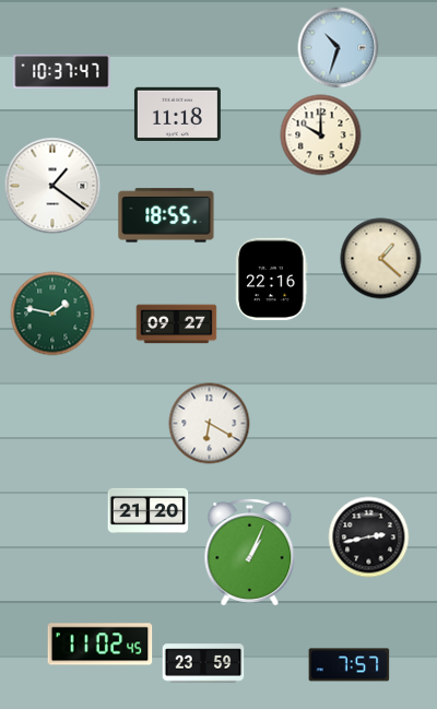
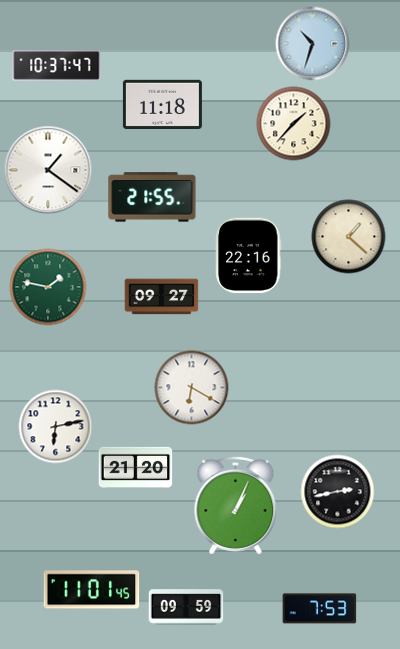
clock at (339, 48) position: (339, 48) -> (313, 44)
clock at (321, 135): 10:00 -> 1:37
clock at (166, 215): 18:55 -> 21:55
clock at (56, 427): none -> 6:13
clock at (250, 553) position: (250, 553) -> (236, 506)
clock at (101, 645): 11:02 -> 11:01
clock at (203, 663): 23:59 -> 09:59
clock at (350, 665): 7:57 -> 7:53
